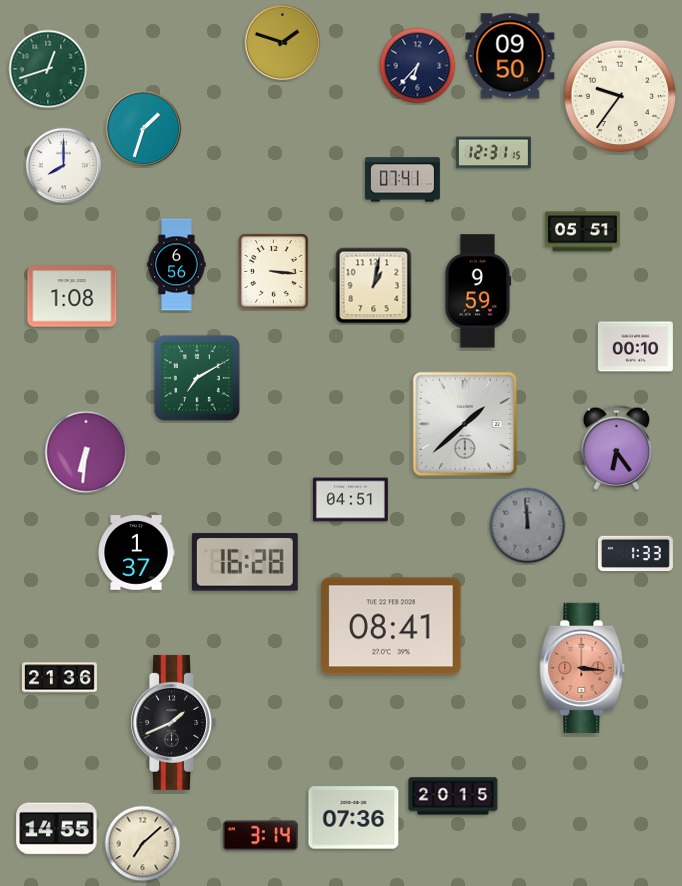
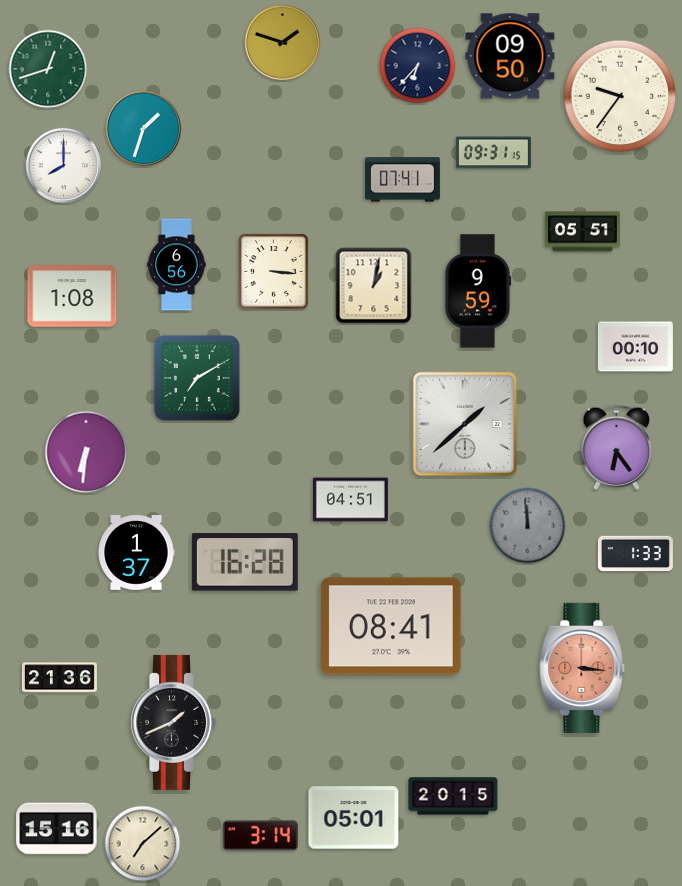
clock at (493, 153): 12:31 -> 09:31
clock at (354, 818): 07:36 -> 05:01
clock at (57, 829): 14:55 -> 15:16
